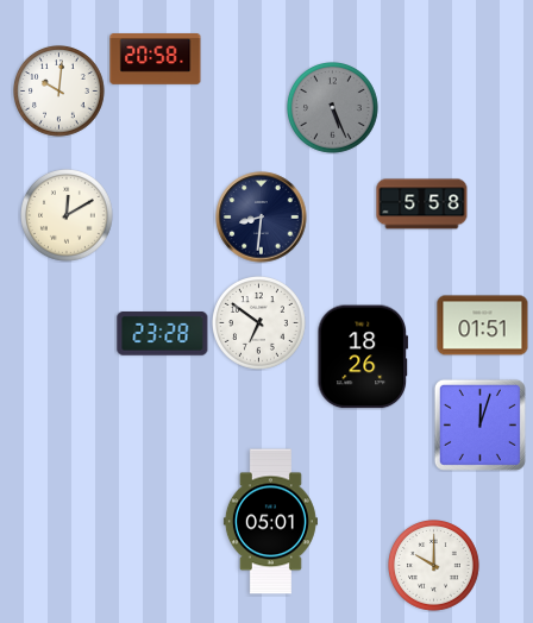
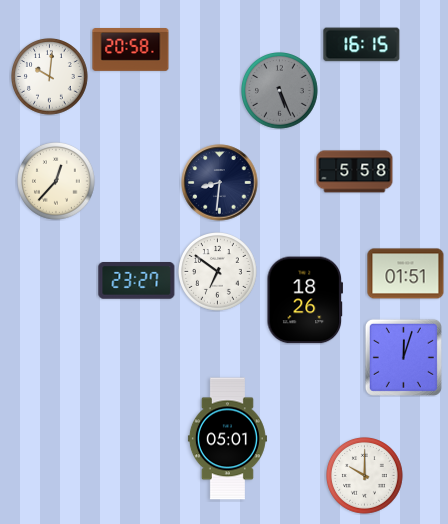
clock at (362, 45): none -> 16:15
clock at (68, 216): 12:10 -> 12:37
clock at (163, 334): 23:28 -> 23:27
